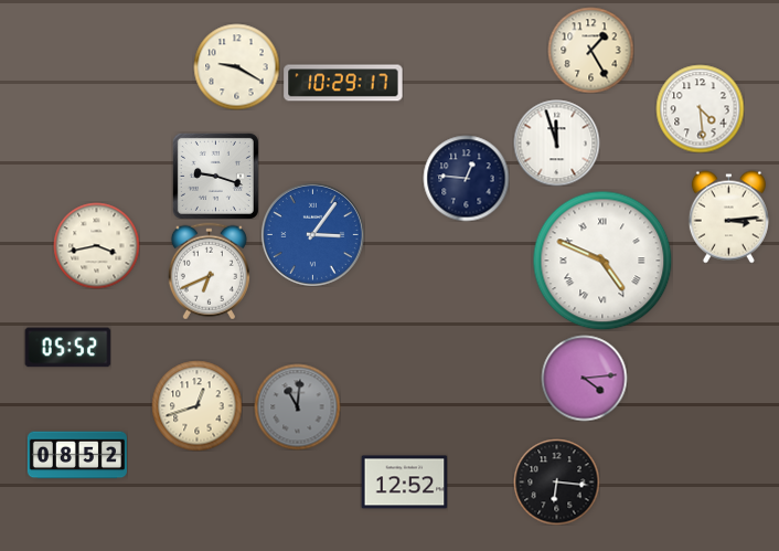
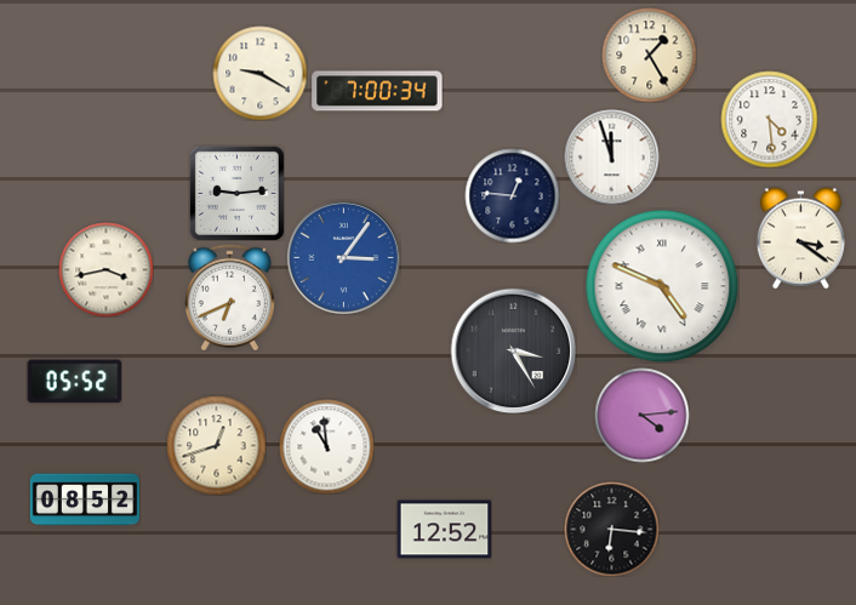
clock at (343, 83): 10:29 -> 7:00
clock at (215, 176): 9:18 -> 9:14
clock at (728, 216): 3:14 -> 3:21
clock at (513, 350): none -> 3:25
clock at (297, 406): 11:01 -> 10:59
clock at (297, 406) dial: grey -> white
